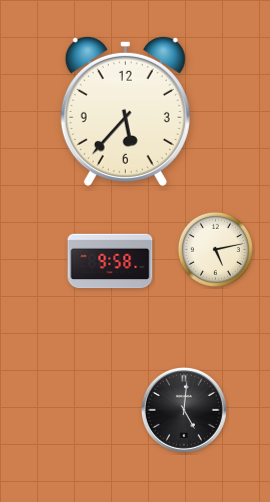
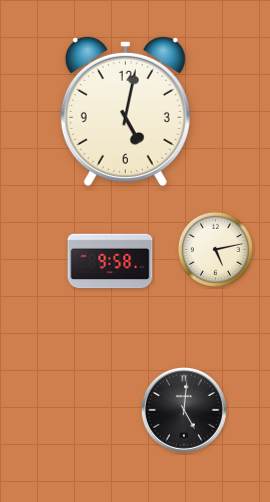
clock at (125, 111): 5:37 -> 5:02
